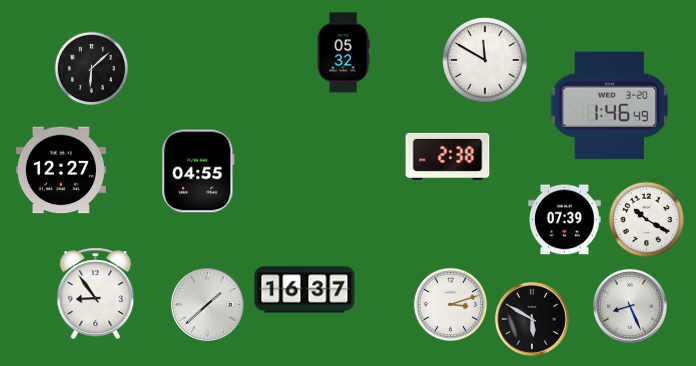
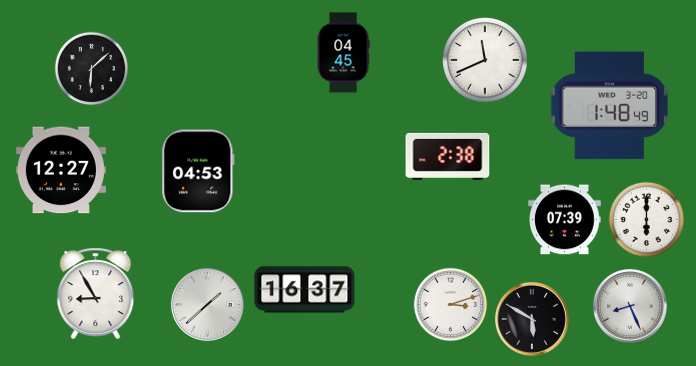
clock at (343, 53): 05:32 -> 04:45
clock at (486, 61): 11:50 -> 11:41
clock at (610, 106): 1:46 -> 1:48
clock at (198, 171): 04:55 -> 04:53
clock at (647, 220): 10:20 -> 6:00
clock at (96, 294): 8:54 -> 8:55
